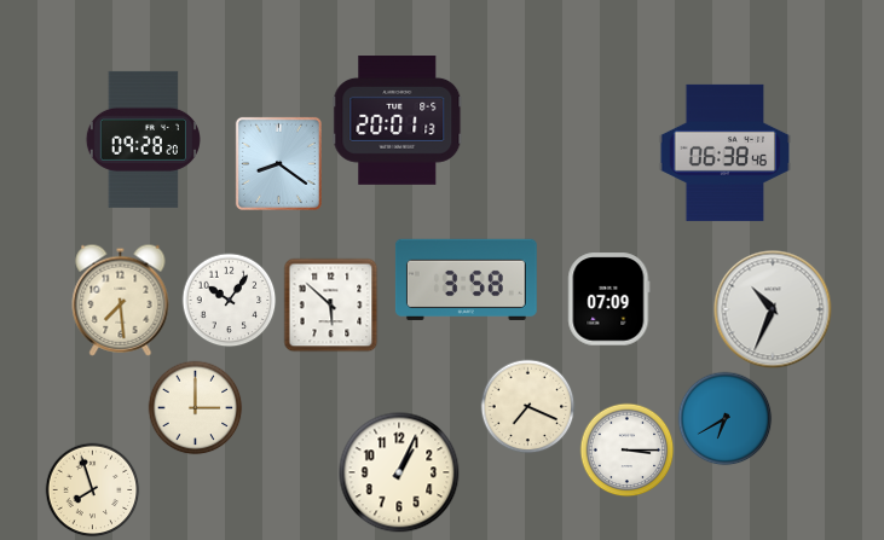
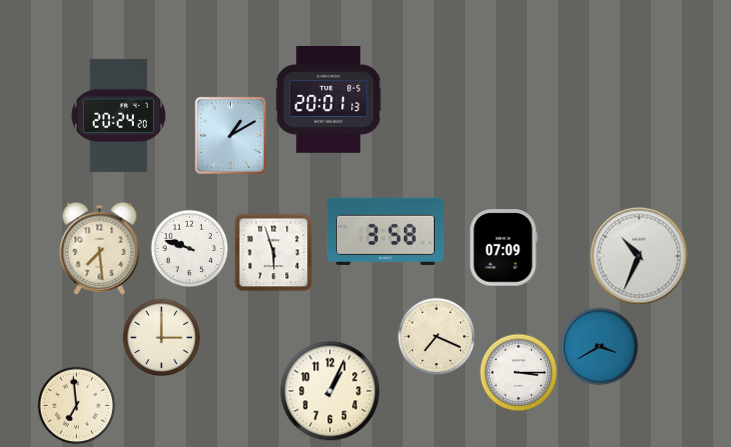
clock at (143, 139): 09:28 -> 20:24
clock at (726, 152): 06:38 -> none
clock at (278, 163): 8:21 -> 1:10
clock at (229, 300): 10:06 -> 9:48
clock at (330, 304): 5:52 -> 5:57
clock at (724, 418): 6:40 -> 3:40
clock at (92, 489): 7:57 -> 6:59
